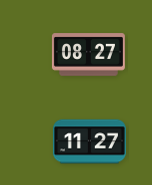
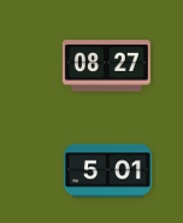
clock at (89, 142): 11:27 -> 5:01
